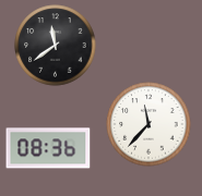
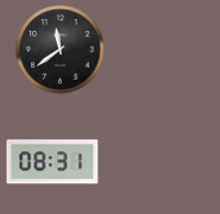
clock at (148, 124): 11:37 -> none
clock at (48, 148): 08:36 -> 08:31
